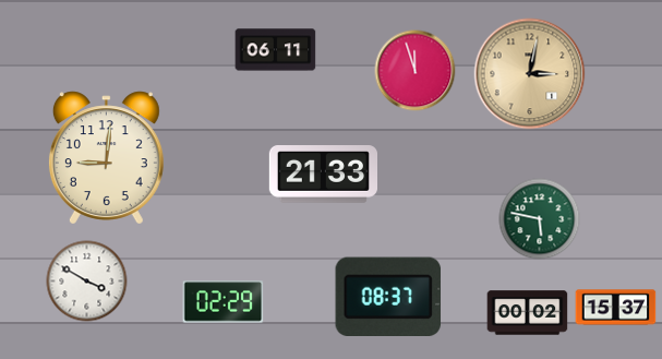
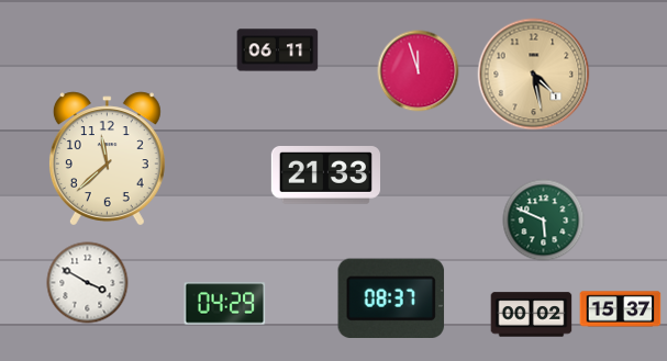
clock at (530, 74): 3:02 -> 4:28
clock at (106, 158): 9:01 -> 11:38
clock at (540, 219): 5:47 -> 5:49
clock at (224, 302): 02:29 -> 04:29
